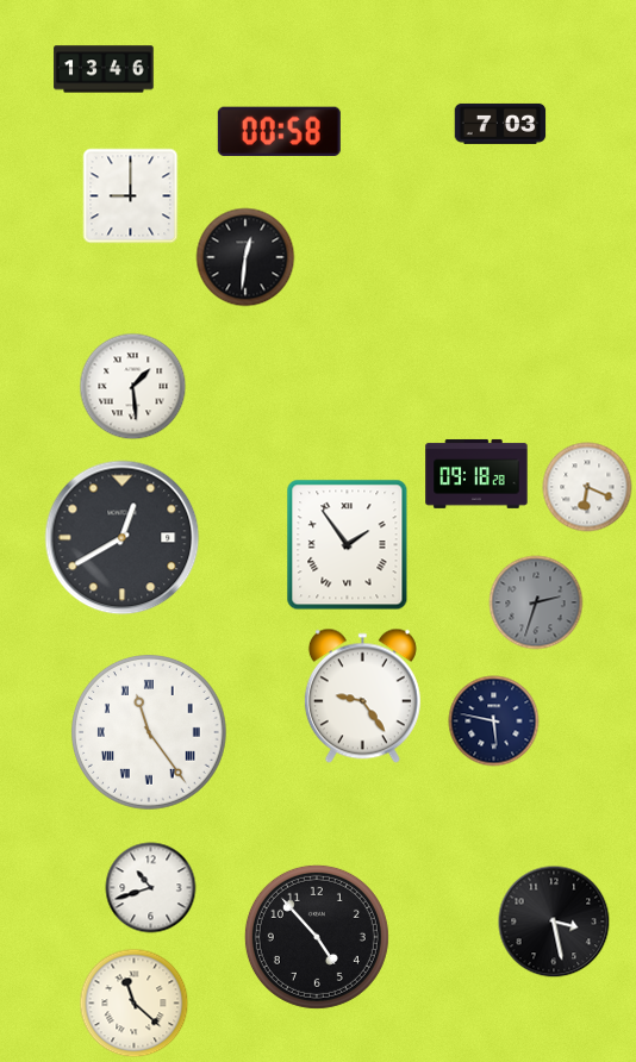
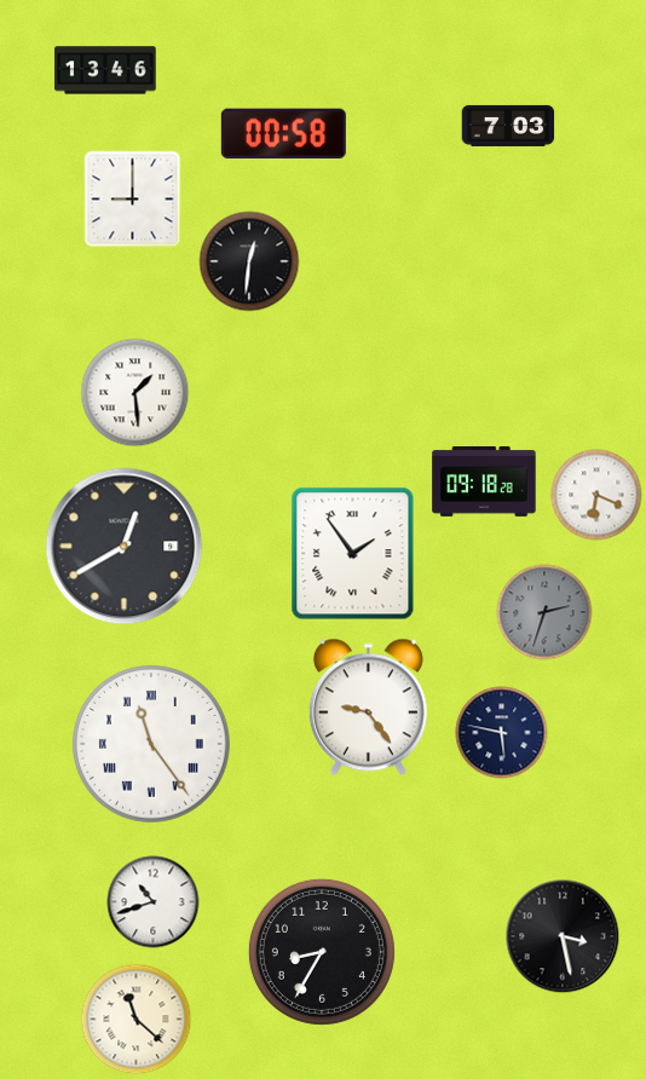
clock at (317, 937): 4:53 -> 8:35
